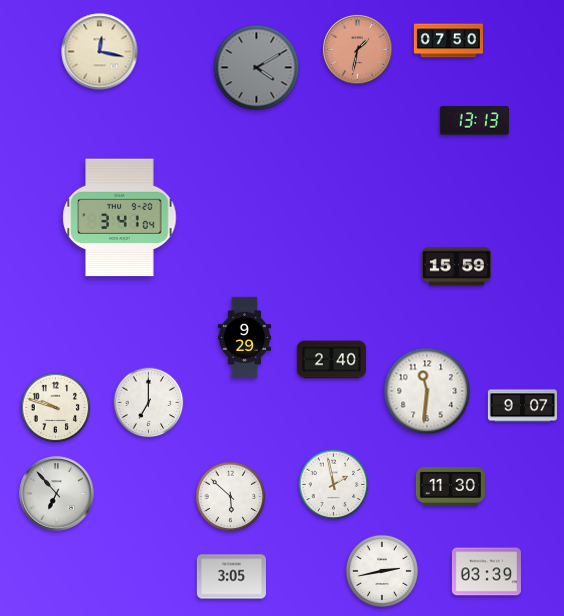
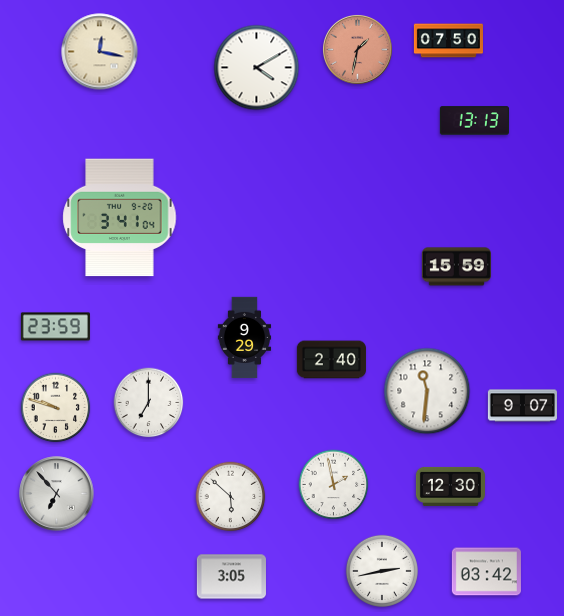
clock at (257, 68) dial: grey -> white
clock at (55, 327): none -> 23:59
clock at (450, 486): 11:30 -> 12:30
clock at (486, 572): 03:39 -> 03:42
